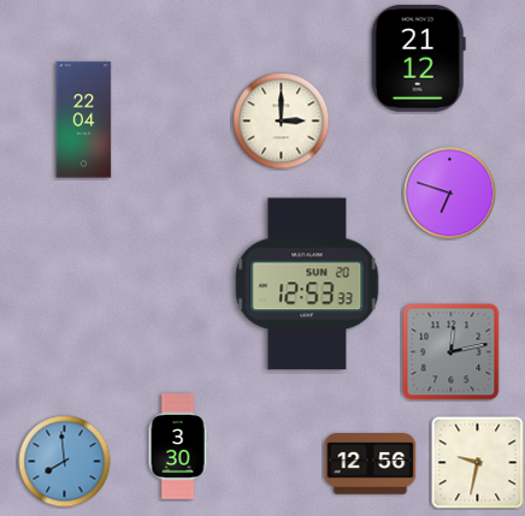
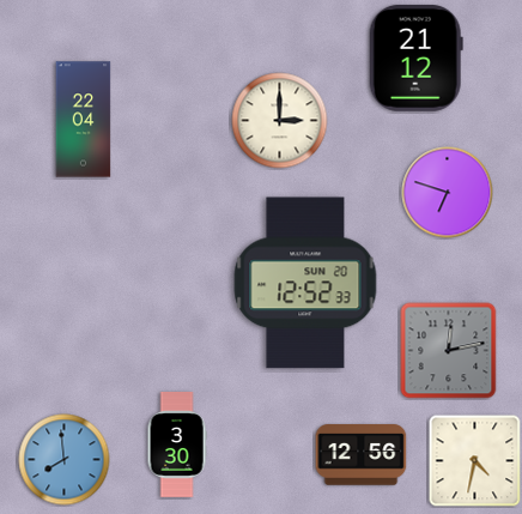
clock at (307, 284): 12:53 -> 12:52
clock at (478, 463): 9:32 -> 4:32
clock at (371, 464) position: (371, 464) -> (362, 455)
